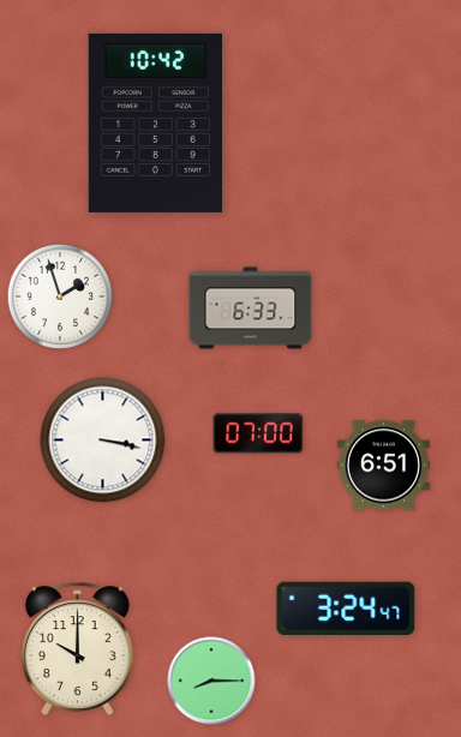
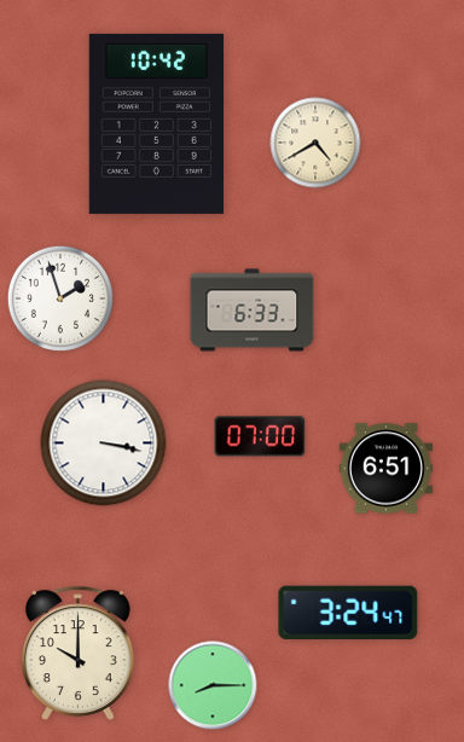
clock at (315, 143): none -> 4:40
